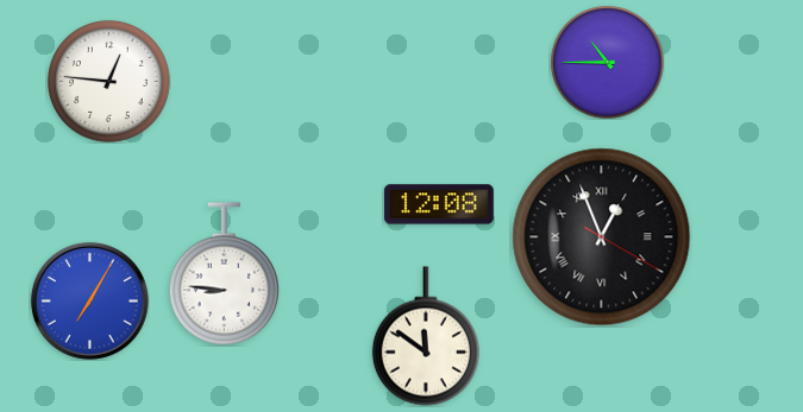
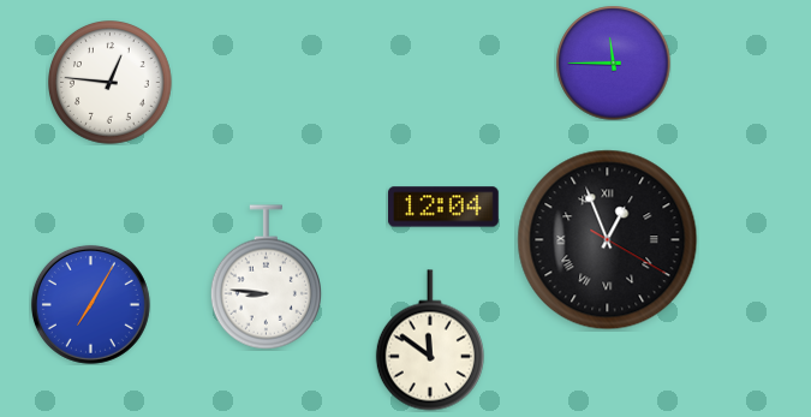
clock at (607, 62): 10:45 -> 11:45
clock at (440, 204): 12:08 -> 12:04
clock at (224, 274) position: (224, 274) -> (266, 278)
